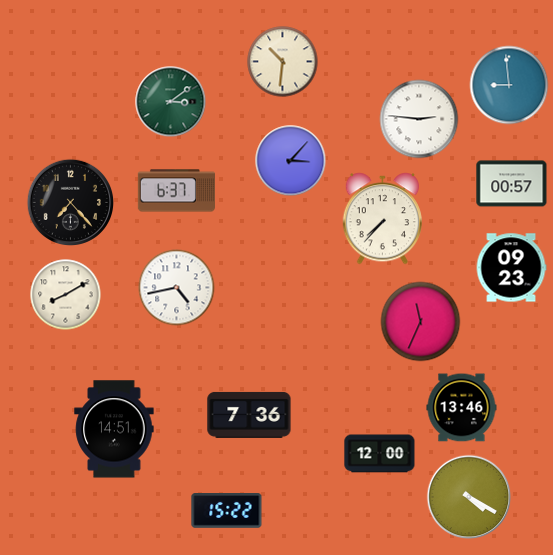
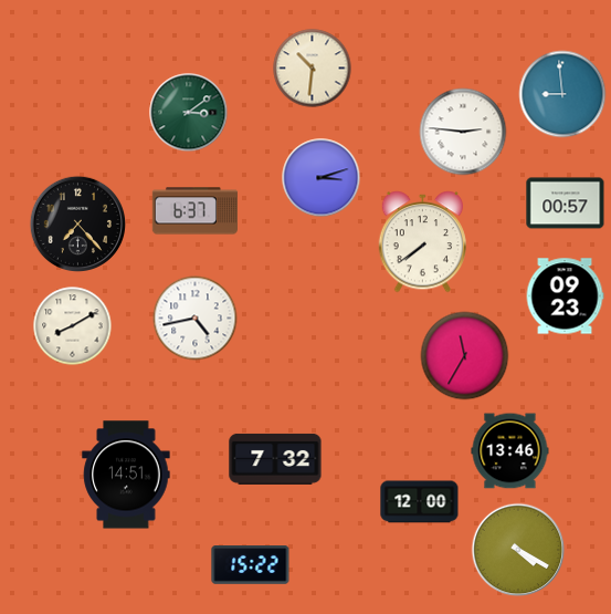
clock at (291, 161): 3:07 -> 3:12
clock at (382, 219): 7:37 -> 7:39
clock at (421, 322): 11:34 -> 11:35
clock at (249, 415): 7:36 -> 7:32
